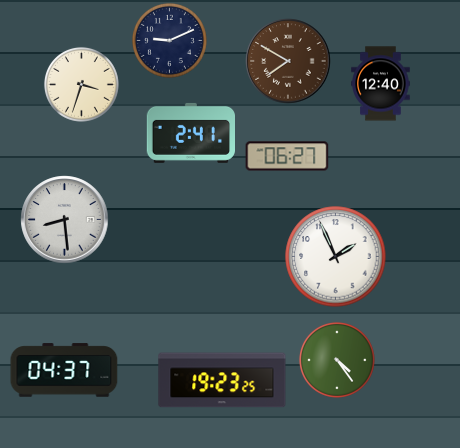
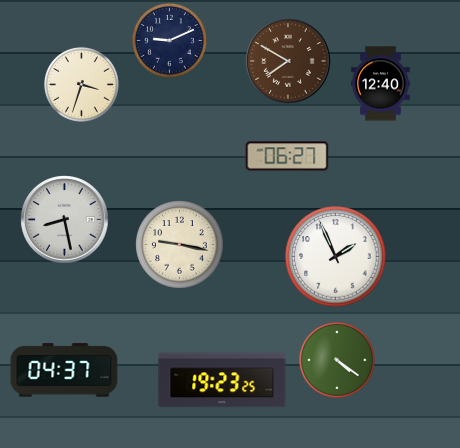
clock at (190, 133): 2:41 -> none
clock at (65, 220): 8:29 -> 8:28
clock at (180, 245): none -> 9:17
clock at (337, 360): 4:24 -> 4:21
